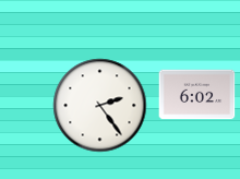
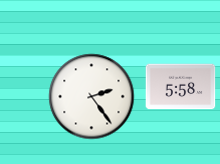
clock at (197, 95): 6:02 -> 5:58
